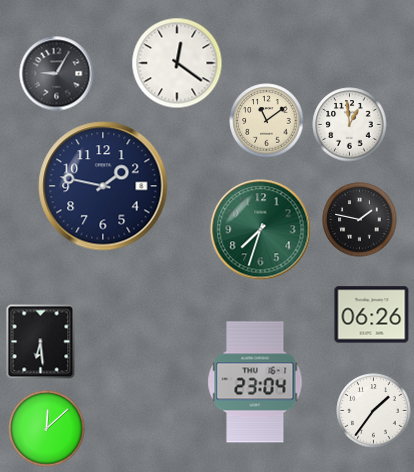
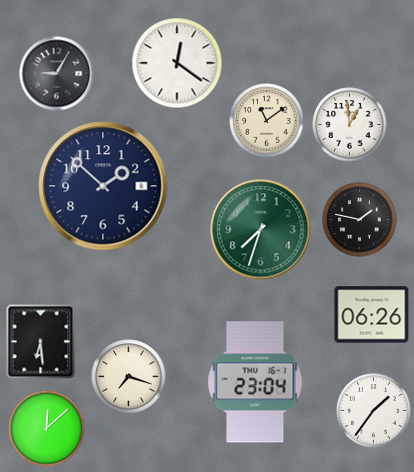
clock at (103, 186): 1:47 -> 1:52
clock at (129, 377): none -> 7:18
